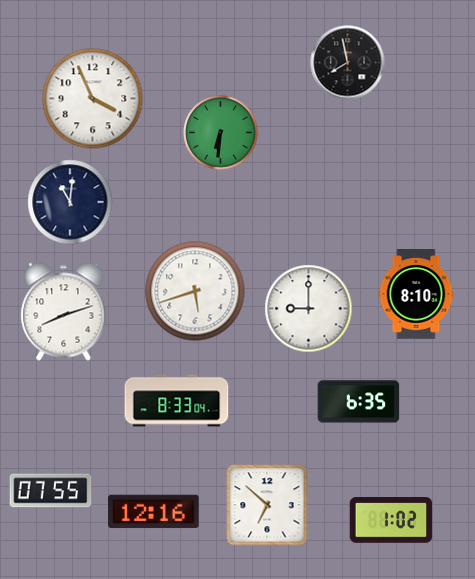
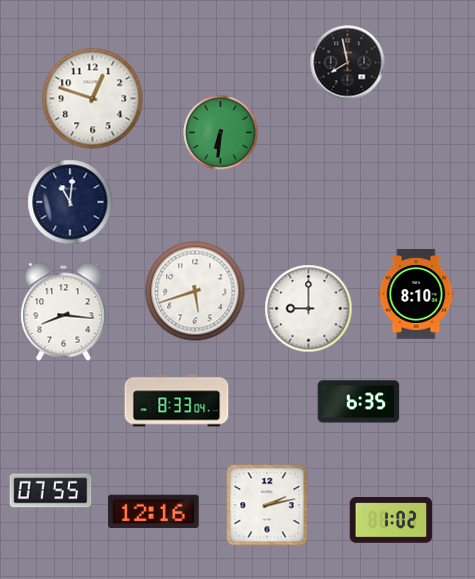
clock at (93, 99): 3:56 -> 12:48
clock at (64, 312): 8:12 -> 8:16
clock at (267, 505): 6:52 -> 2:13
